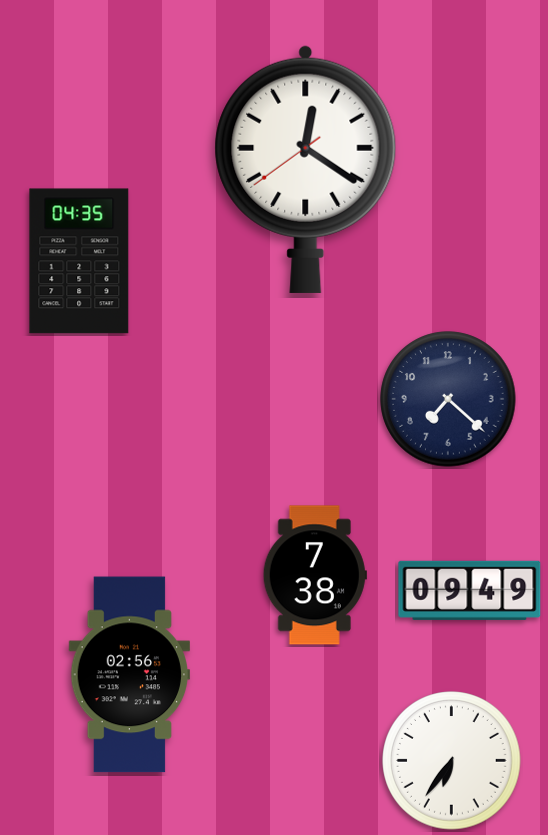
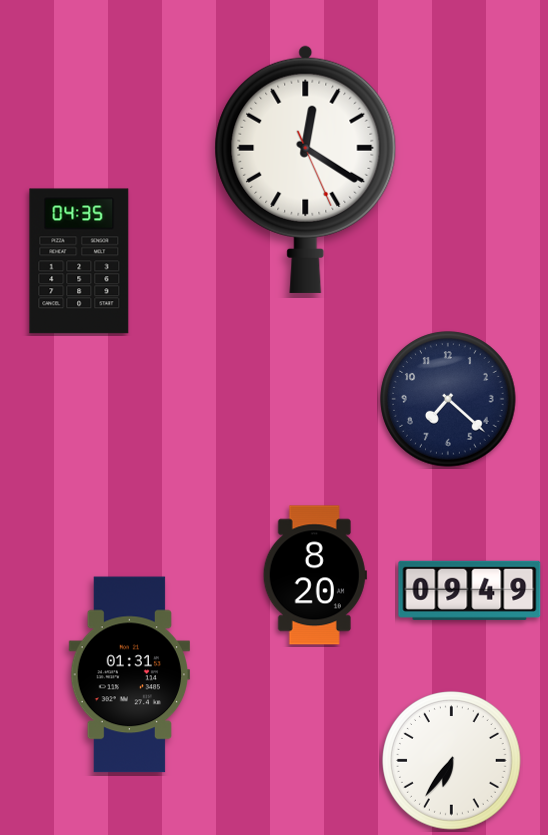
clock at (306, 169): 12:20:39 -> 12:20:26
clock at (315, 575): 7:38 -> 8:20
clock at (129, 675): 02:56 -> 01:31
